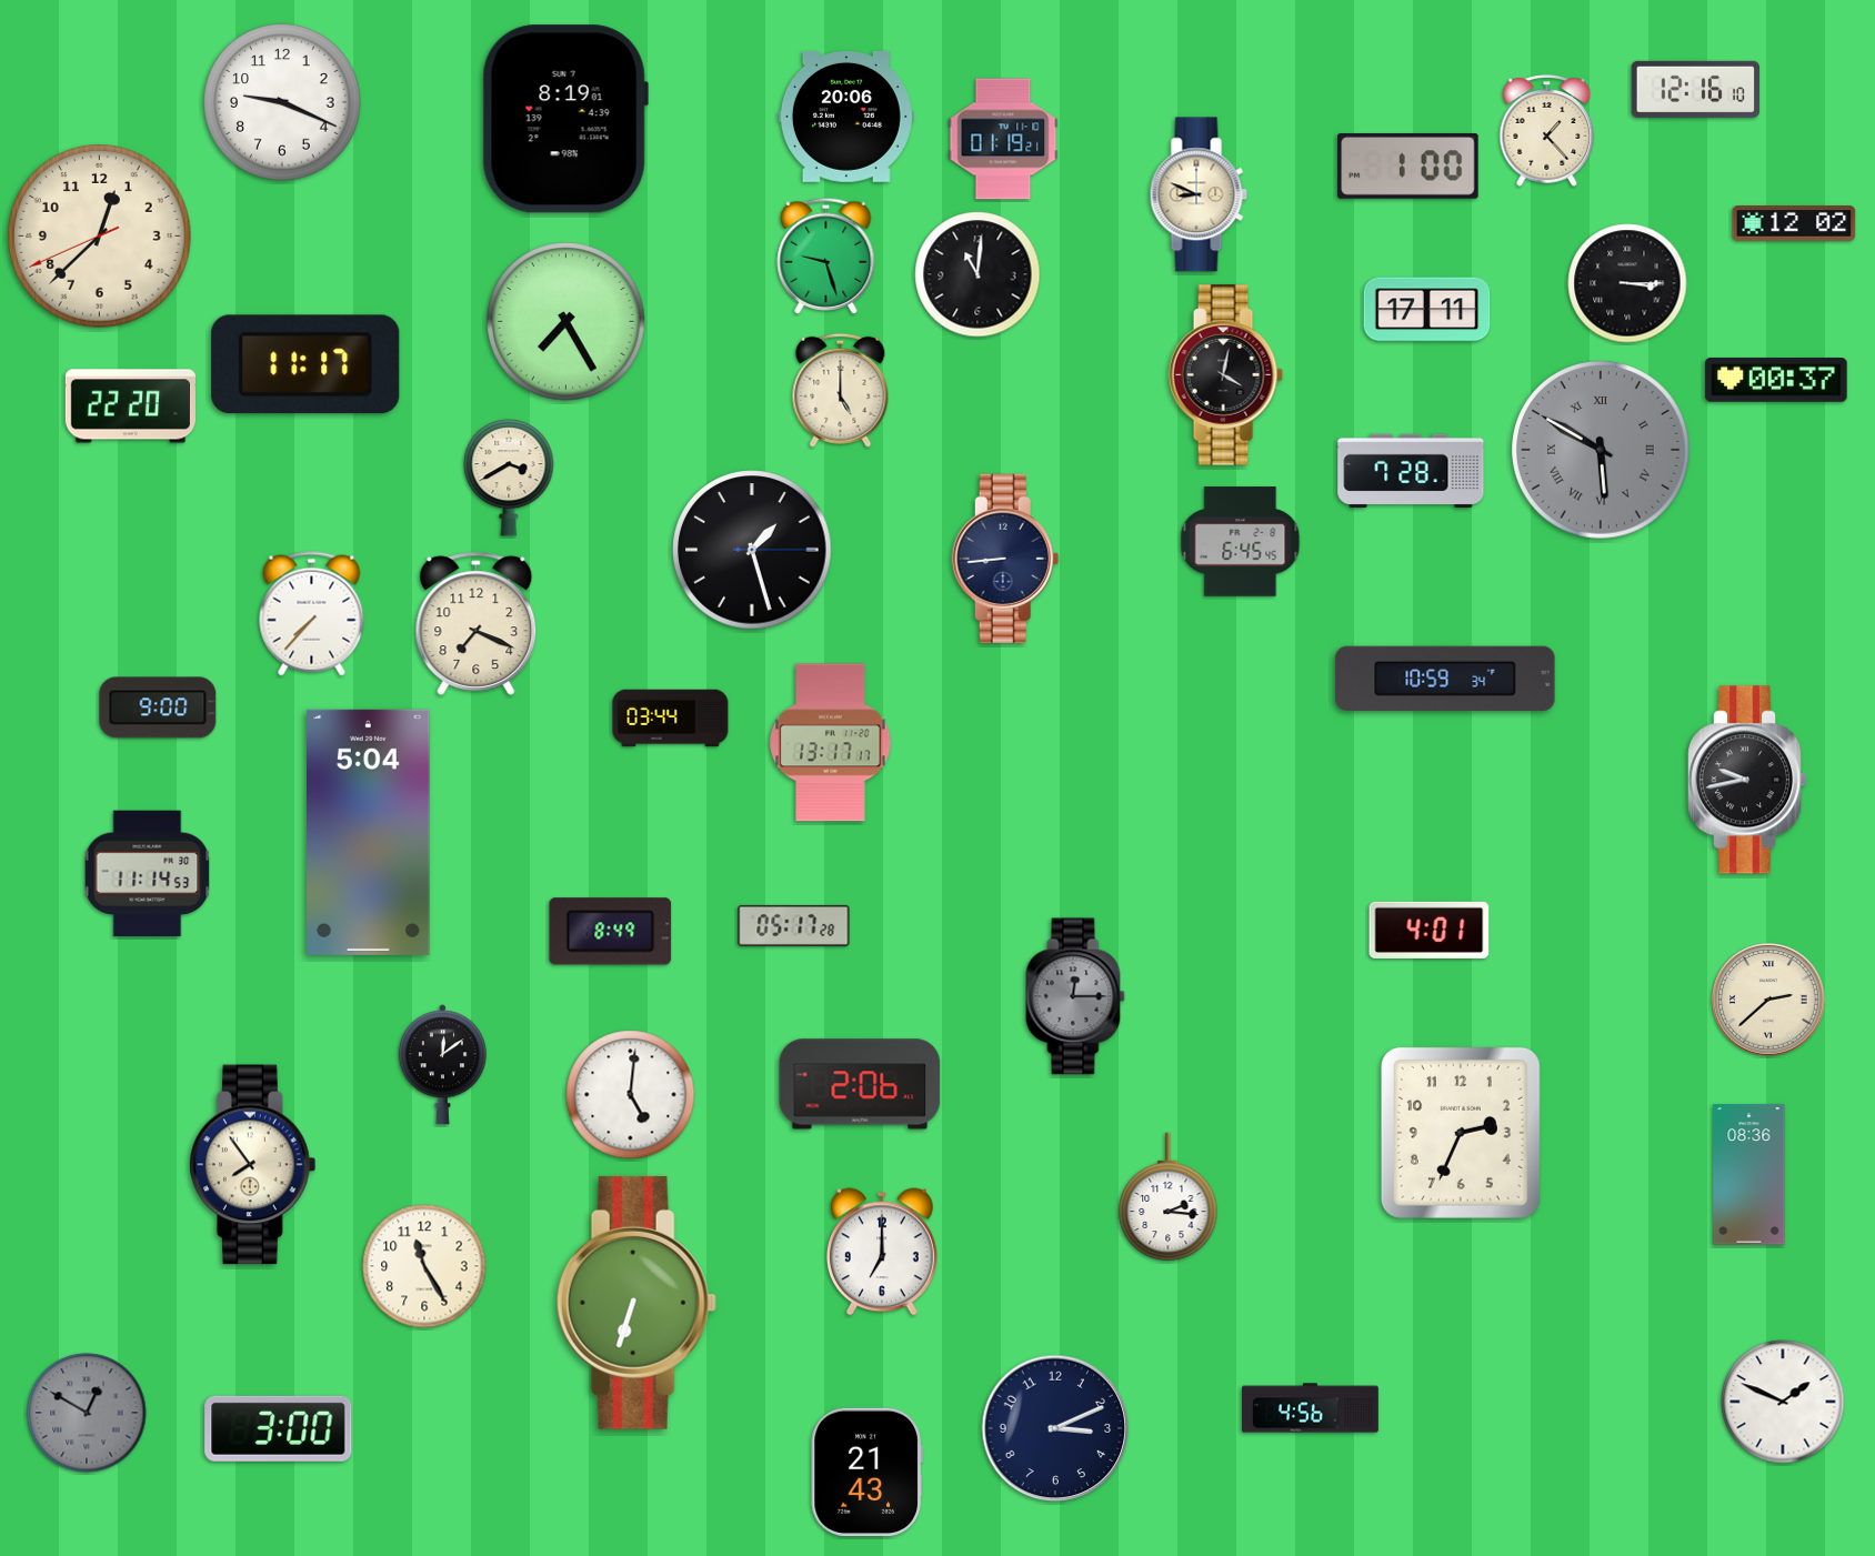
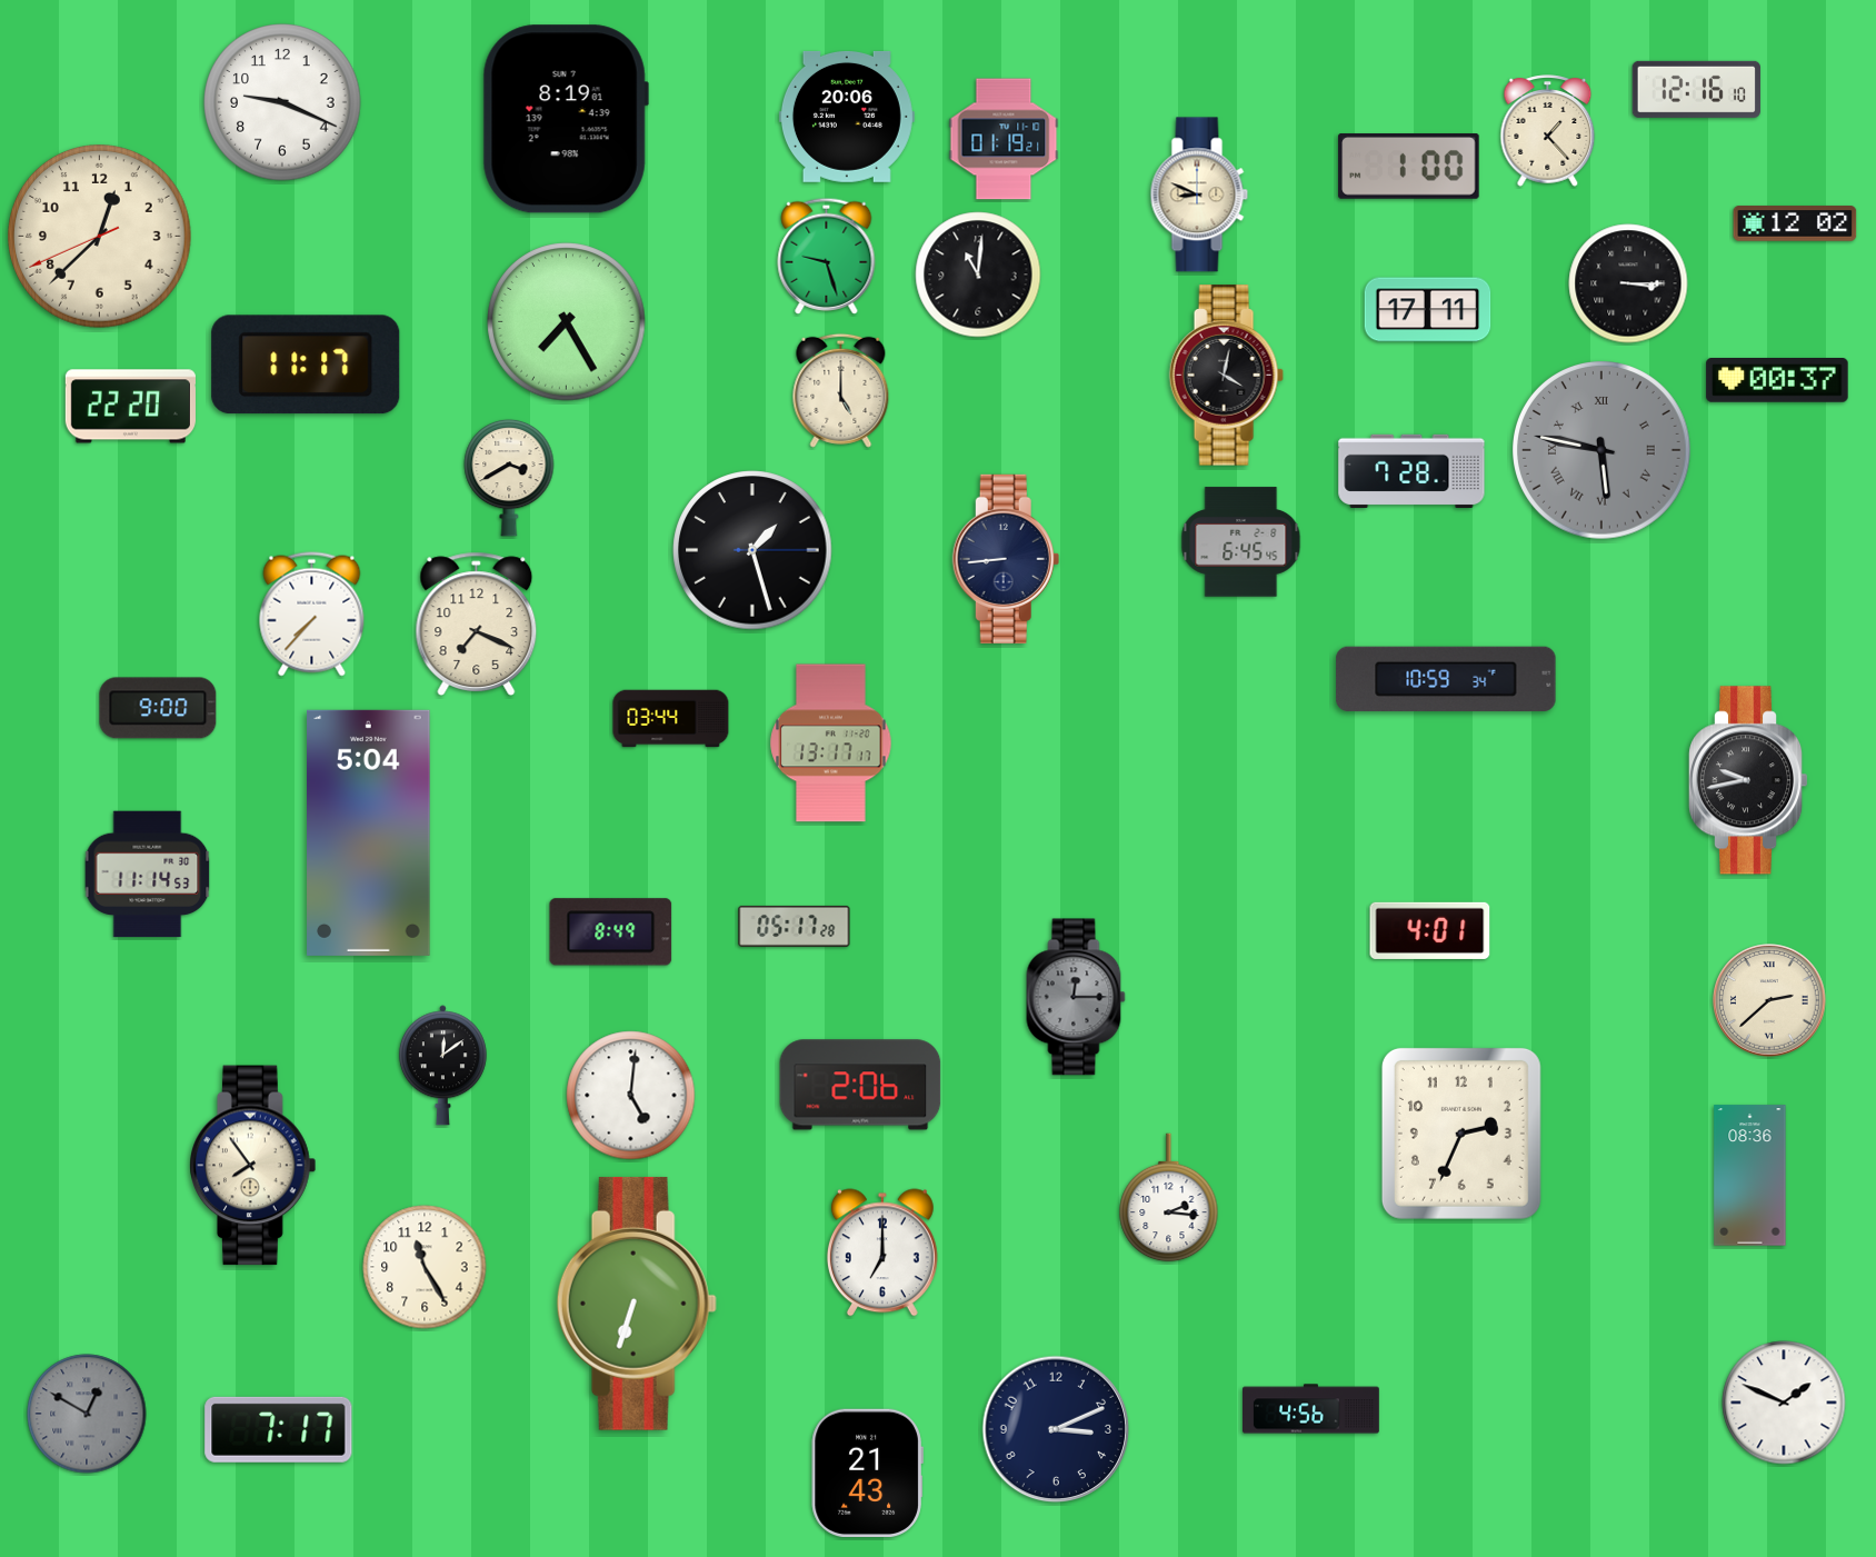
clock at (1601, 450): 5:50 -> 5:47
clock at (279, 1428): 3:00 -> 7:17
